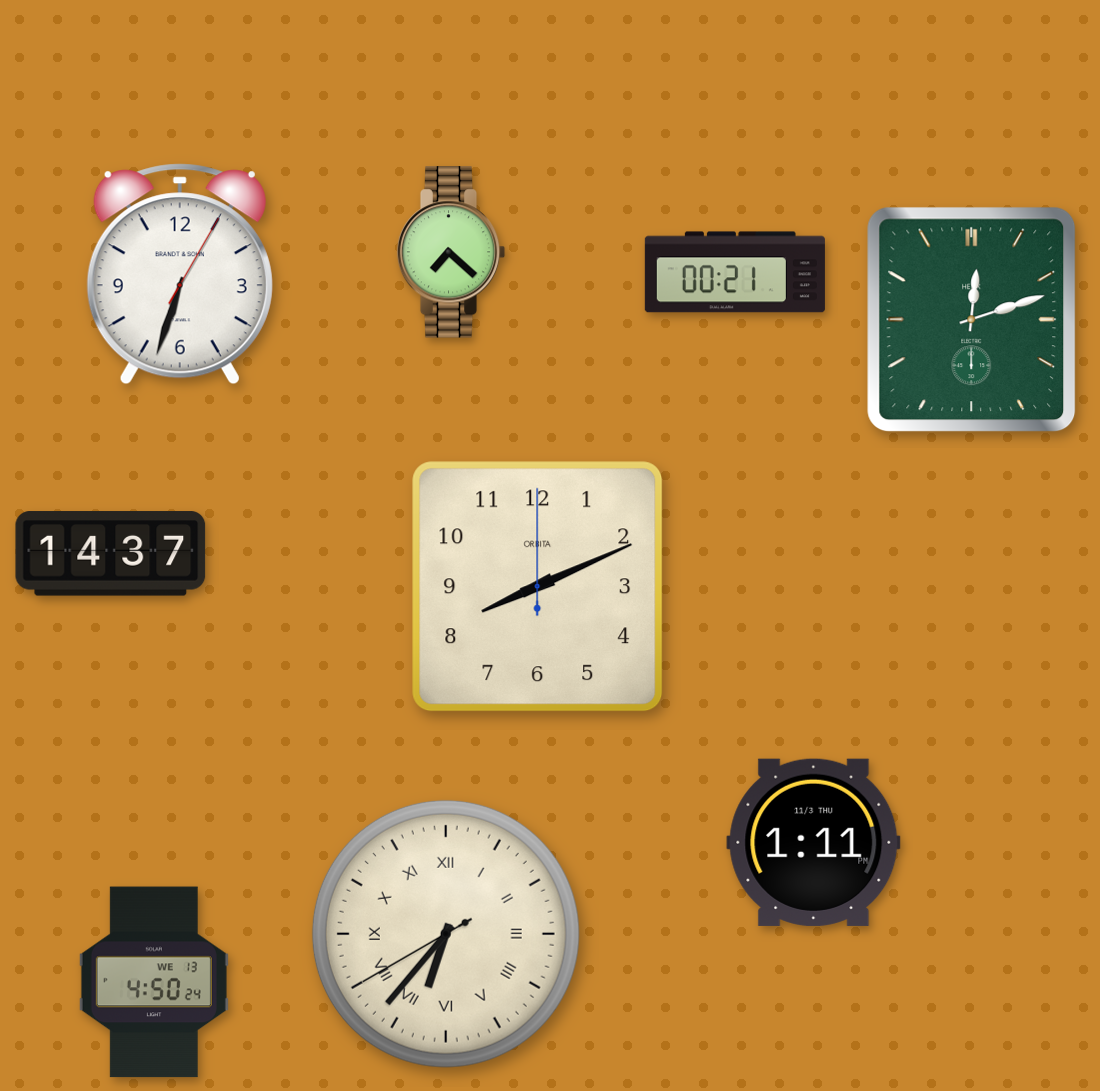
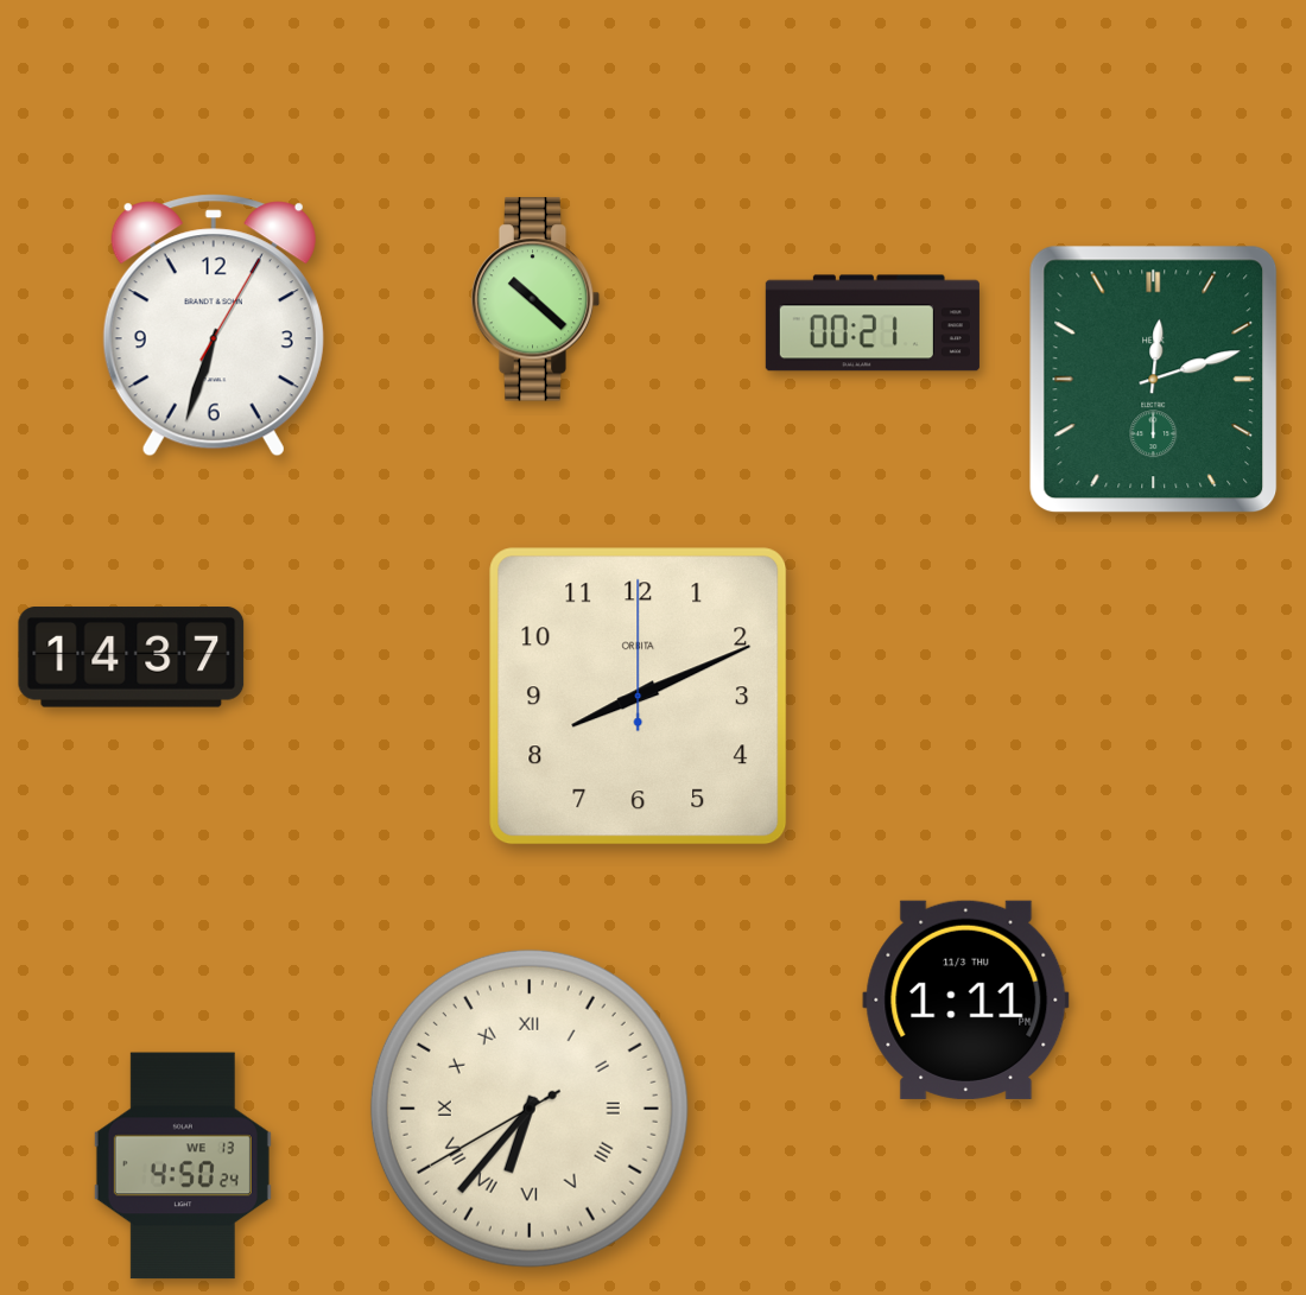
clock at (451, 252): 7:22 -> 10:22
